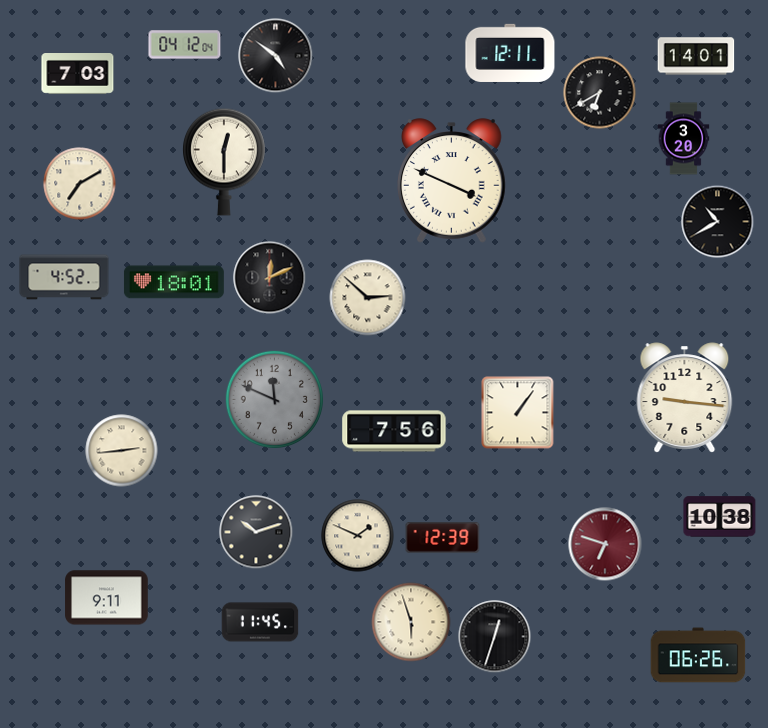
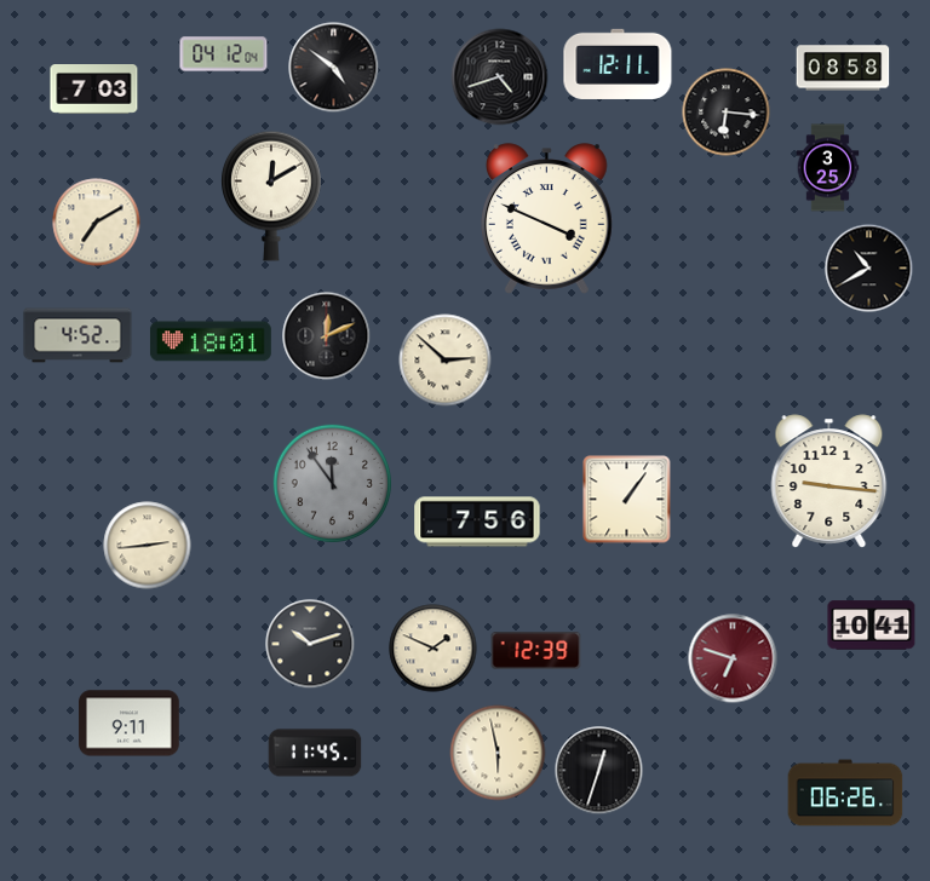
clock at (696, 56): 14:01 -> 08:58
clock at (500, 77): none -> 4:42
clock at (600, 93): 6:40 -> 6:16
clock at (684, 139): 3:20 -> 3:25
clock at (225, 162): 12:30 -> 12:10
clock at (274, 399): 11:49 -> 11:54
clock at (720, 517): 10:38 -> 10:41
clock at (411, 622): 5:57 -> 5:58
